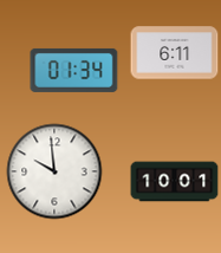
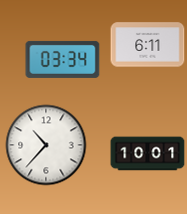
clock at (74, 70): 01:34 -> 03:34
clock at (54, 171): 9:59 -> 10:37
